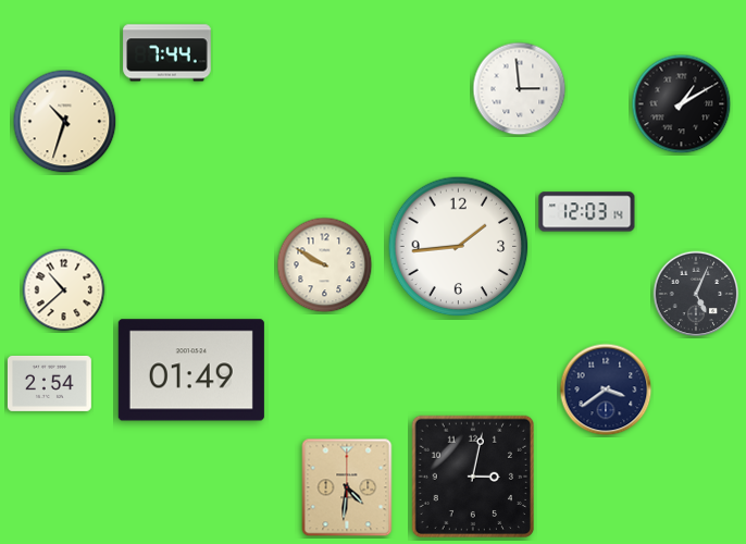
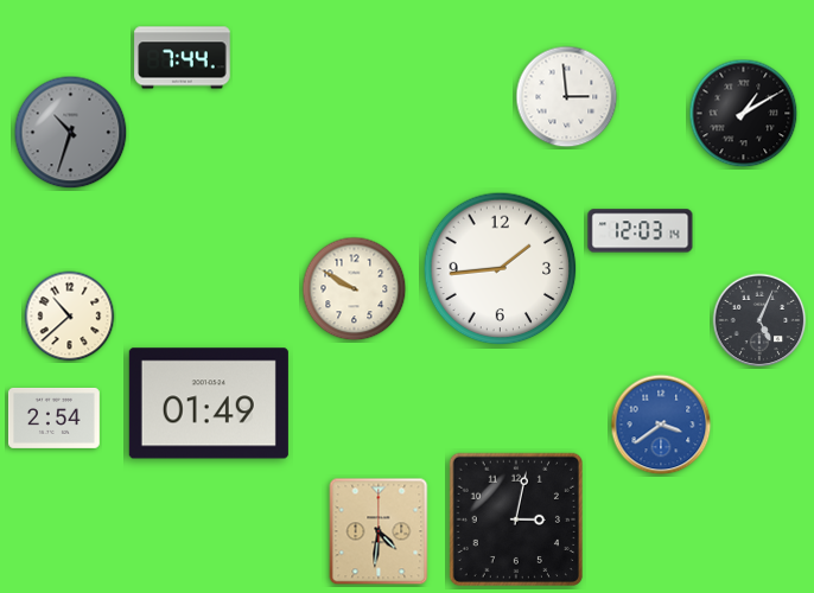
clock at (65, 122) dial: cream -> grey
clock at (606, 390) dial: navy -> blue
